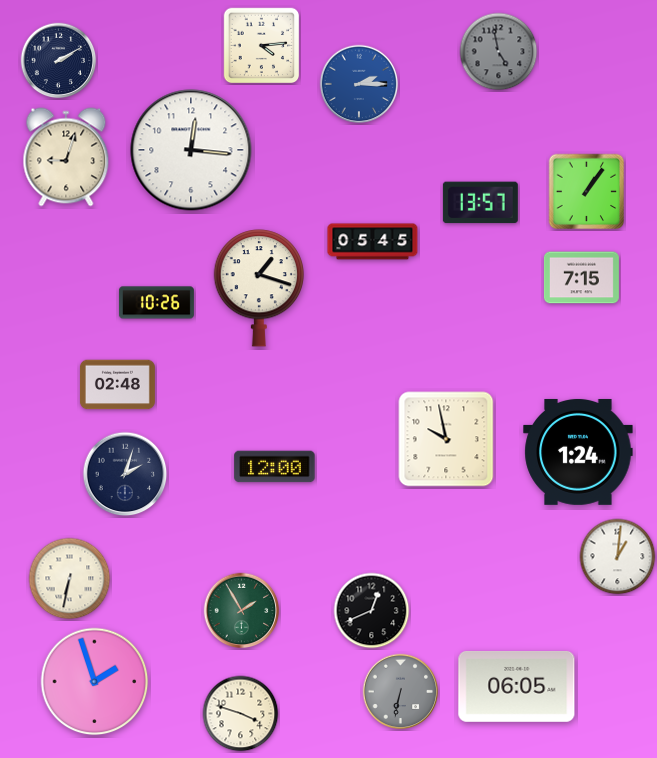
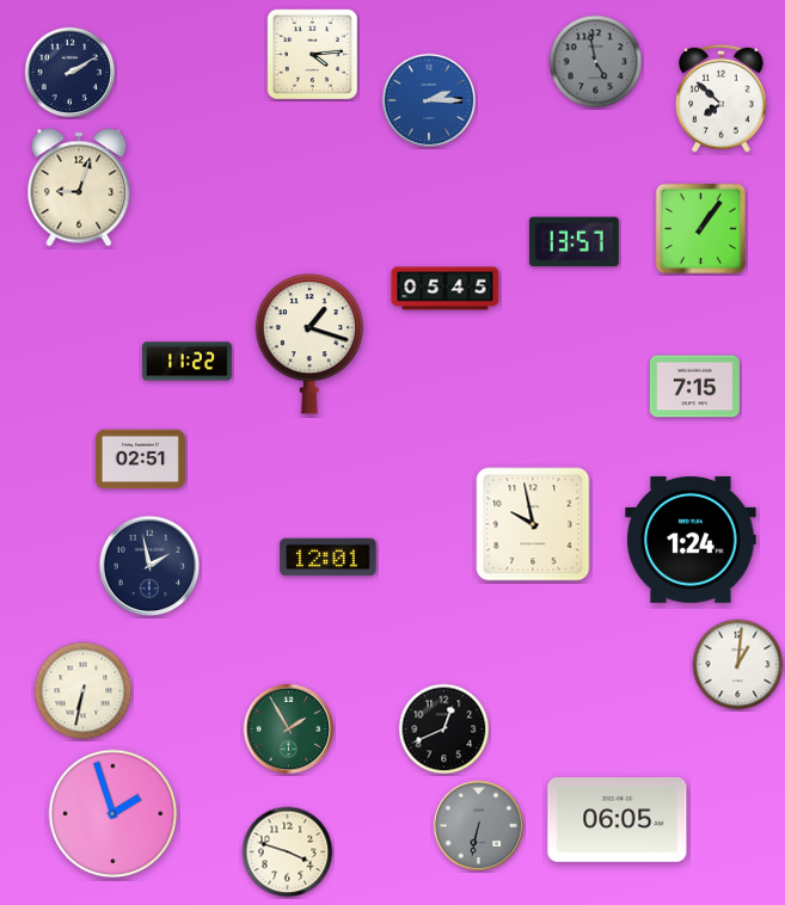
clock at (722, 98): none -> 7:52
clock at (191, 150): 12:16 -> none
clock at (581, 278) position: (581, 278) -> (694, 387)
clock at (156, 303): 10:26 -> 11:22
clock at (117, 385): 02:48 -> 02:51
clock at (275, 467): 12:00 -> 12:01
clock at (125, 474): 2:03 -> 1:58
